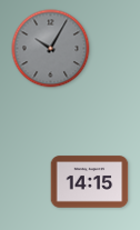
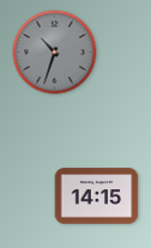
clock at (51, 49): 10:05 -> 10:33
